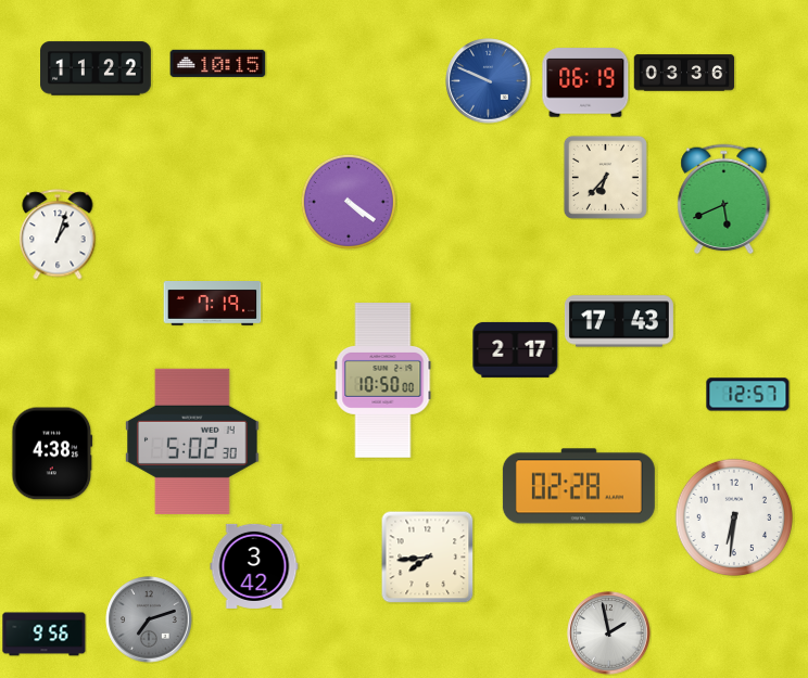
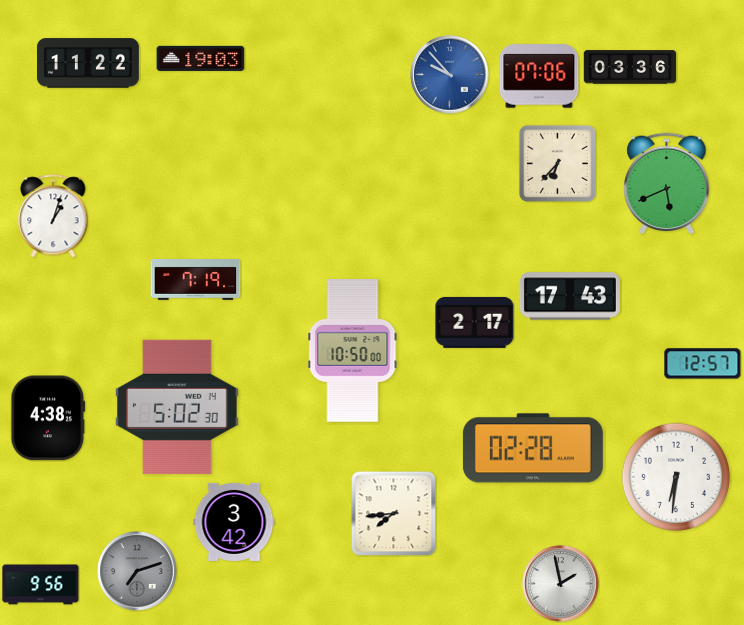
clock at (218, 63): 10:15 -> 19:03
clock at (489, 81): 9:49 -> 9:53
clock at (585, 82): 06:19 -> 07:06
clock at (349, 202): 4:21 -> none
clock at (748, 395) position: (748, 395) -> (703, 364)
